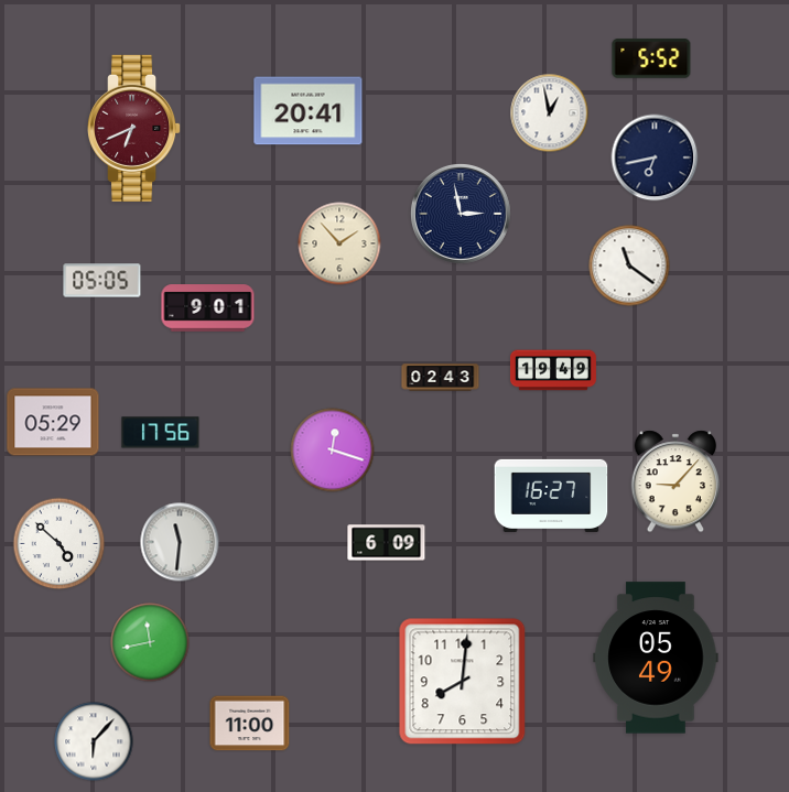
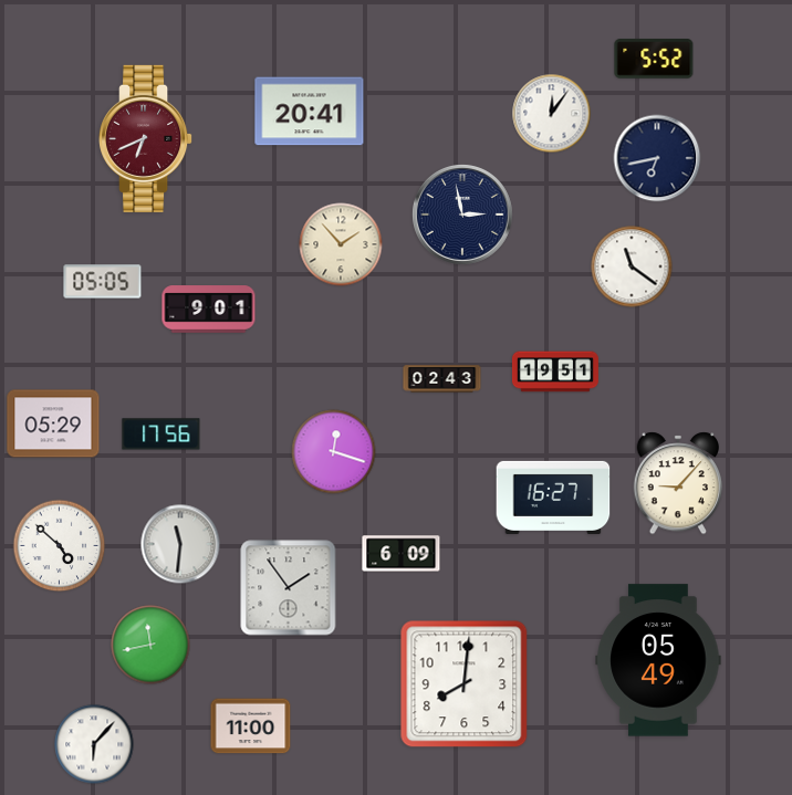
clock at (550, 113): 12:58 -> 12:06
clock at (136, 128) position: (136, 128) -> (147, 138)
clock at (553, 370): 19:49 -> 19:51
clock at (387, 543) position: (387, 543) -> (402, 554)
clock at (289, 588): none -> 1:54
